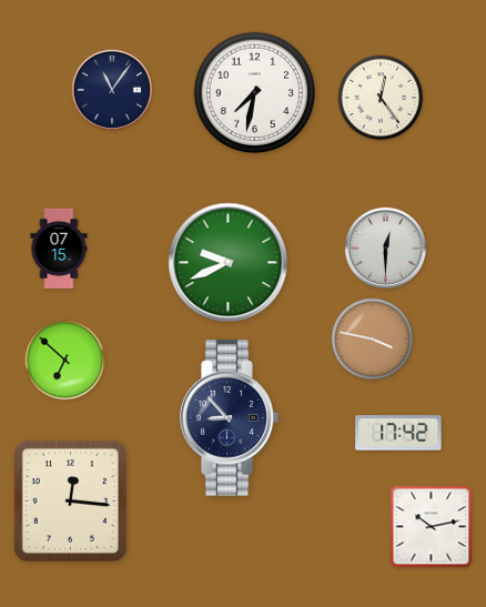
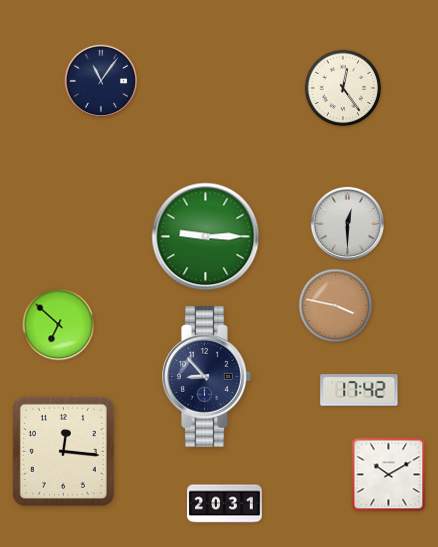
clock at (255, 93): 7:32 -> none
clock at (59, 247): 07:15 -> none
clock at (229, 263): 9:41 -> 9:15
clock at (432, 527): 10:13 -> 10:10
clock at (225, 504): none -> 20:31
